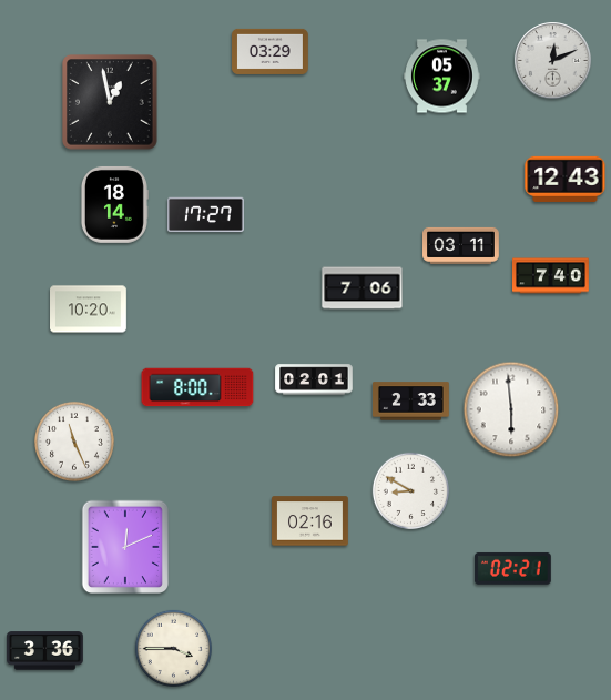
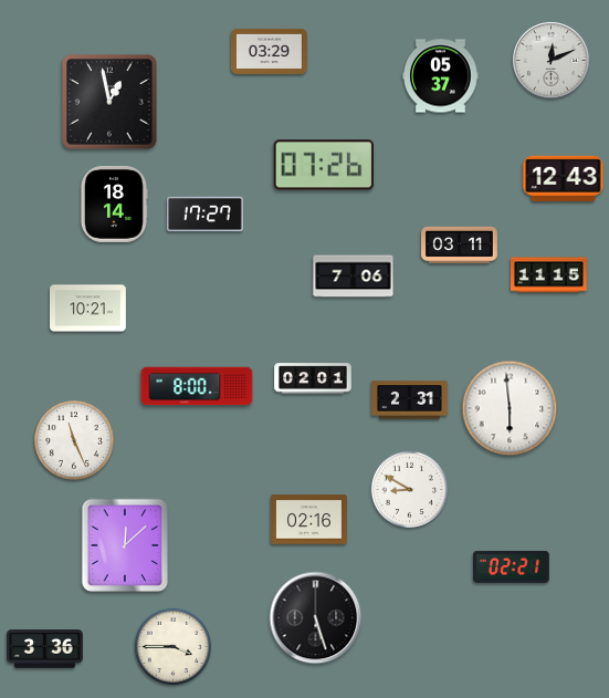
clock at (324, 165): none -> 07:26
clock at (551, 276): 7:40 -> 11:15
clock at (363, 288) position: (363, 288) -> (354, 277)
clock at (89, 310): 10:20 -> 10:21
clock at (411, 402): 2:33 -> 2:31
clock at (124, 546): 12:11 -> 12:08
clock at (316, 618): none -> 5:27
